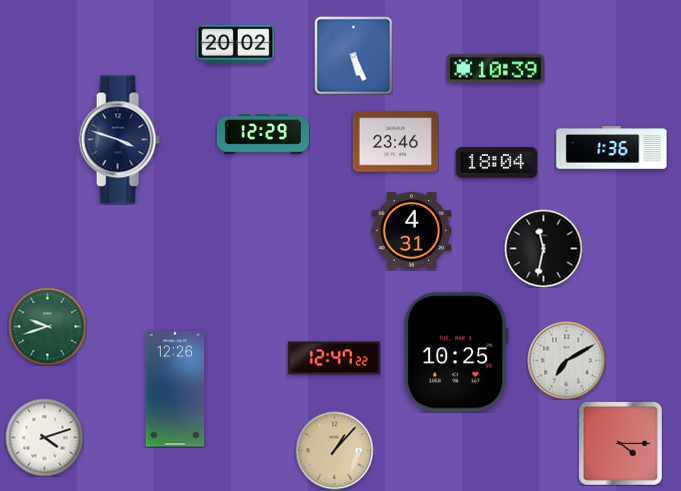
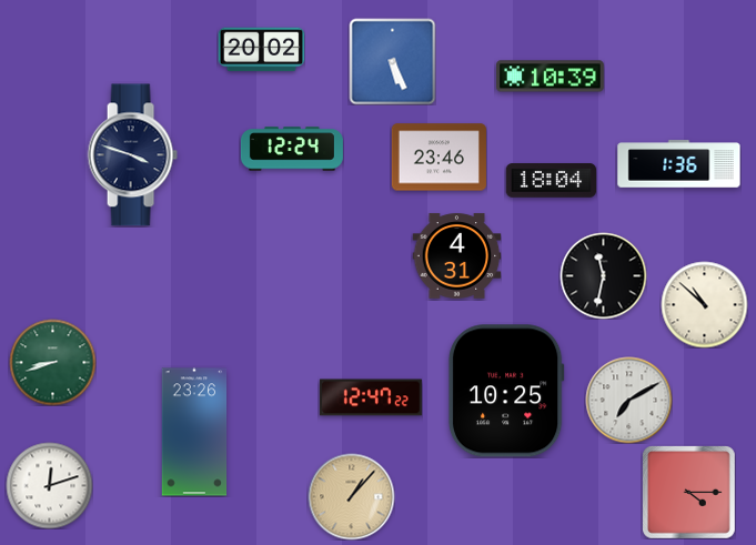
clock at (263, 134): 12:29 -> 12:24
clock at (704, 304): none -> 10:52
clock at (47, 326): 9:42 -> 8:42
clock at (175, 389): 12:26 -> 23:26
clock at (44, 437): 4:12 -> 12:12
clock at (334, 450) position: (334, 450) -> (351, 496)
